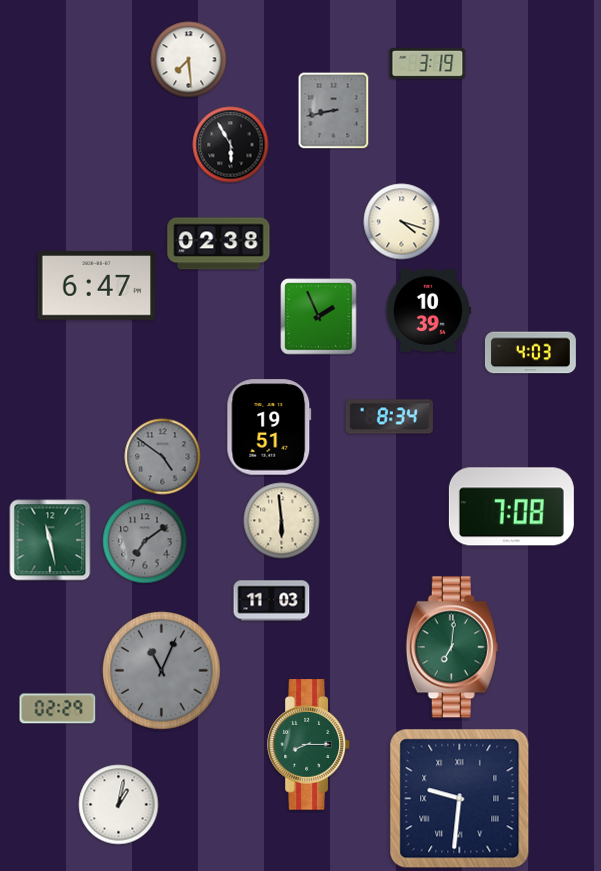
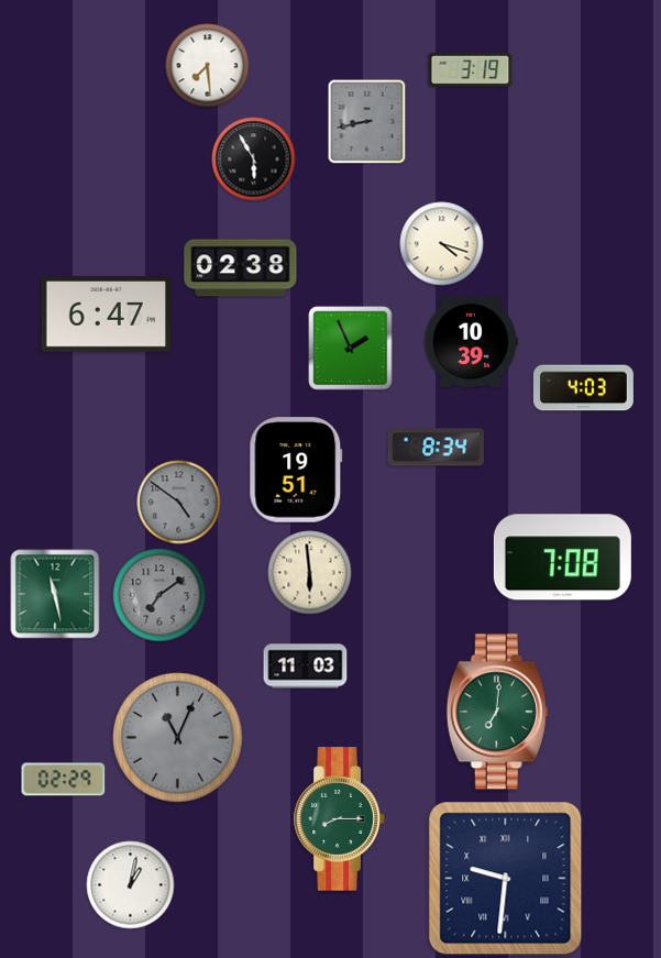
clock at (389, 417) position: (389, 417) -> (436, 448)
clock at (272, 601) position: (272, 601) -> (306, 667)
